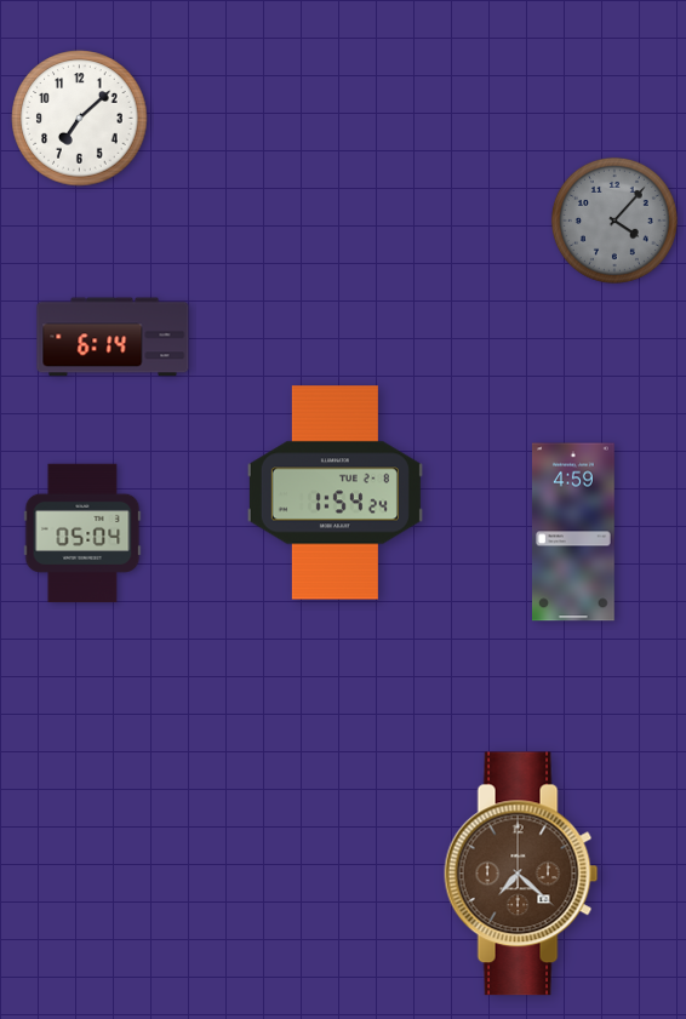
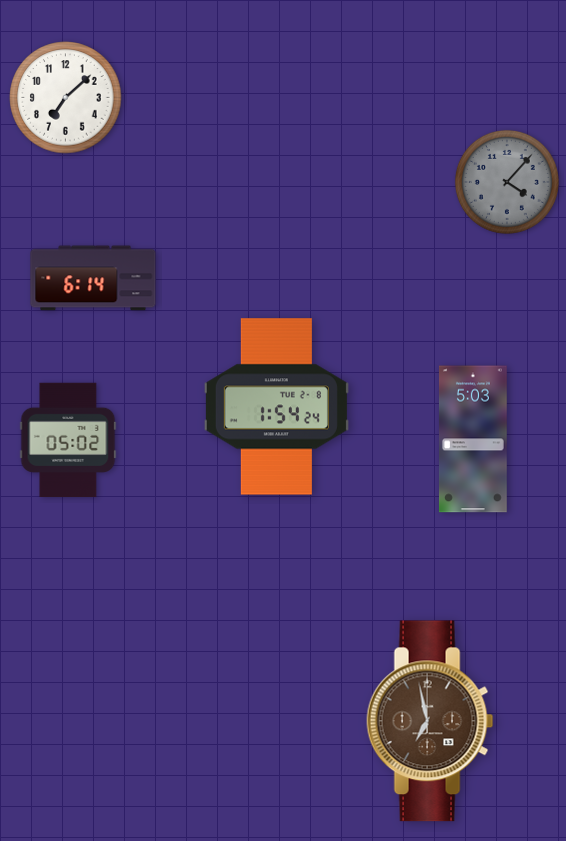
clock at (573, 532): 4:59 -> 5:03
clock at (82, 533): 05:04 -> 05:02
clock at (521, 874): 7:22 -> 6:58
